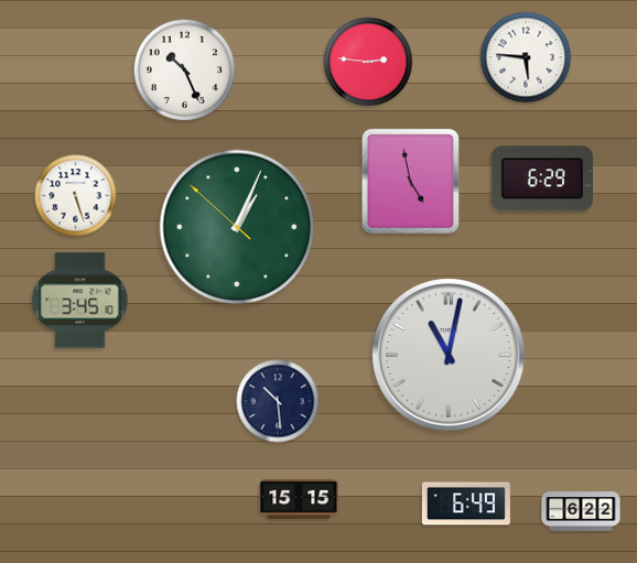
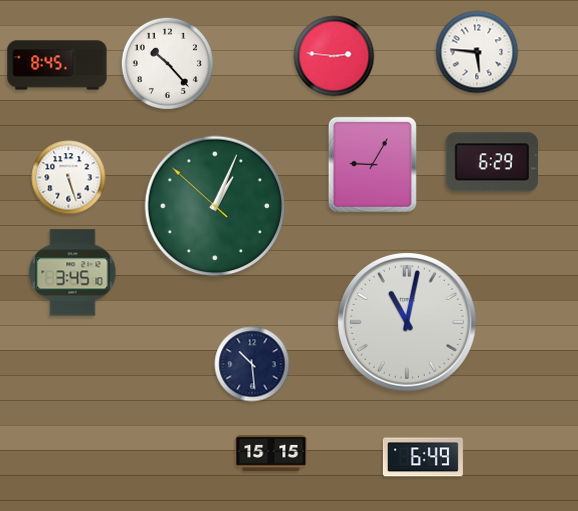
clock at (184, 69): 10:26 -> 10:23
clock at (57, 65): none -> 8:45
clock at (410, 181): 4:58 -> 9:05
clock at (581, 511): 6:22 -> none
